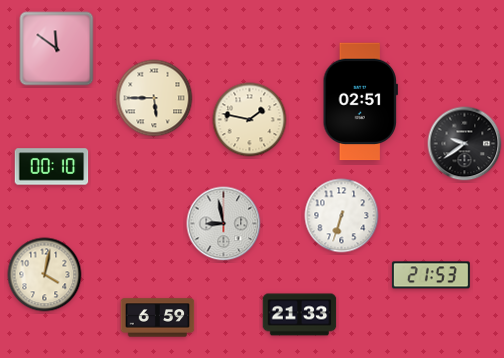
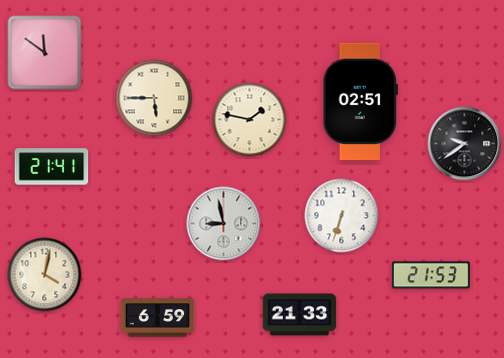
clock at (57, 49) position: (57, 49) -> (45, 53)
clock at (52, 167): 00:10 -> 21:41
